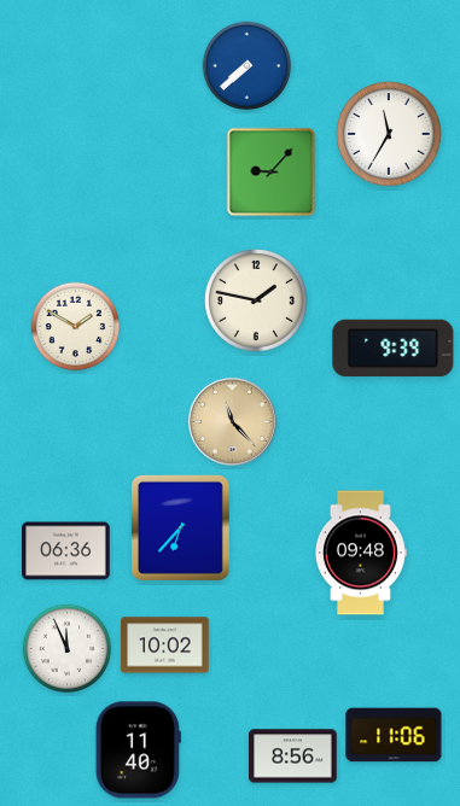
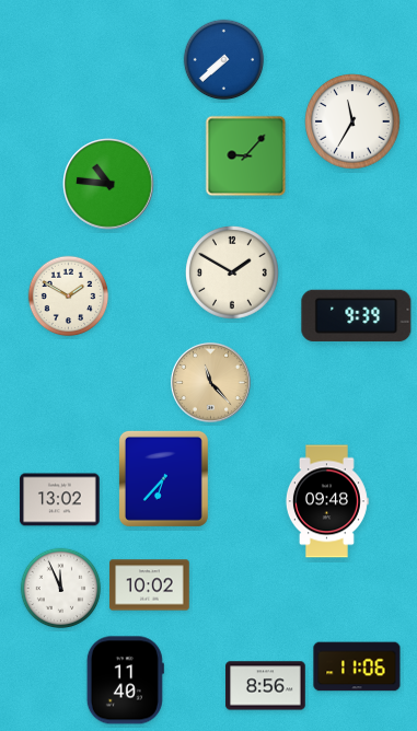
clock at (108, 184): none -> 10:46
clock at (257, 302): 1:47 -> 1:50
clock at (66, 551): 06:36 -> 13:02
